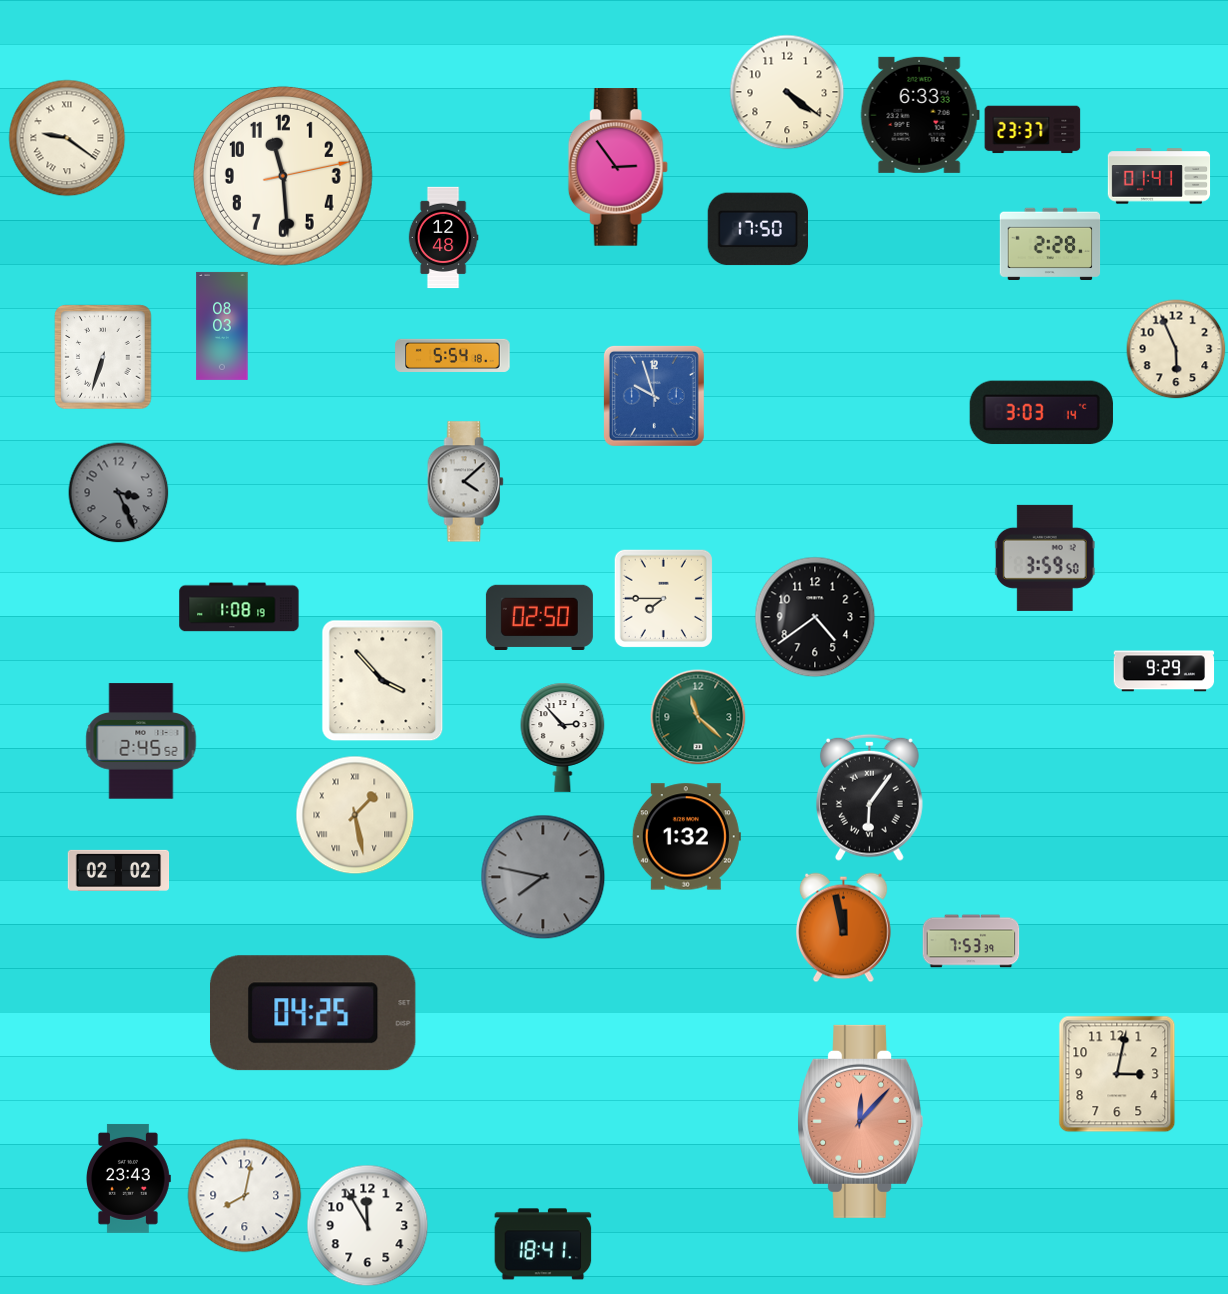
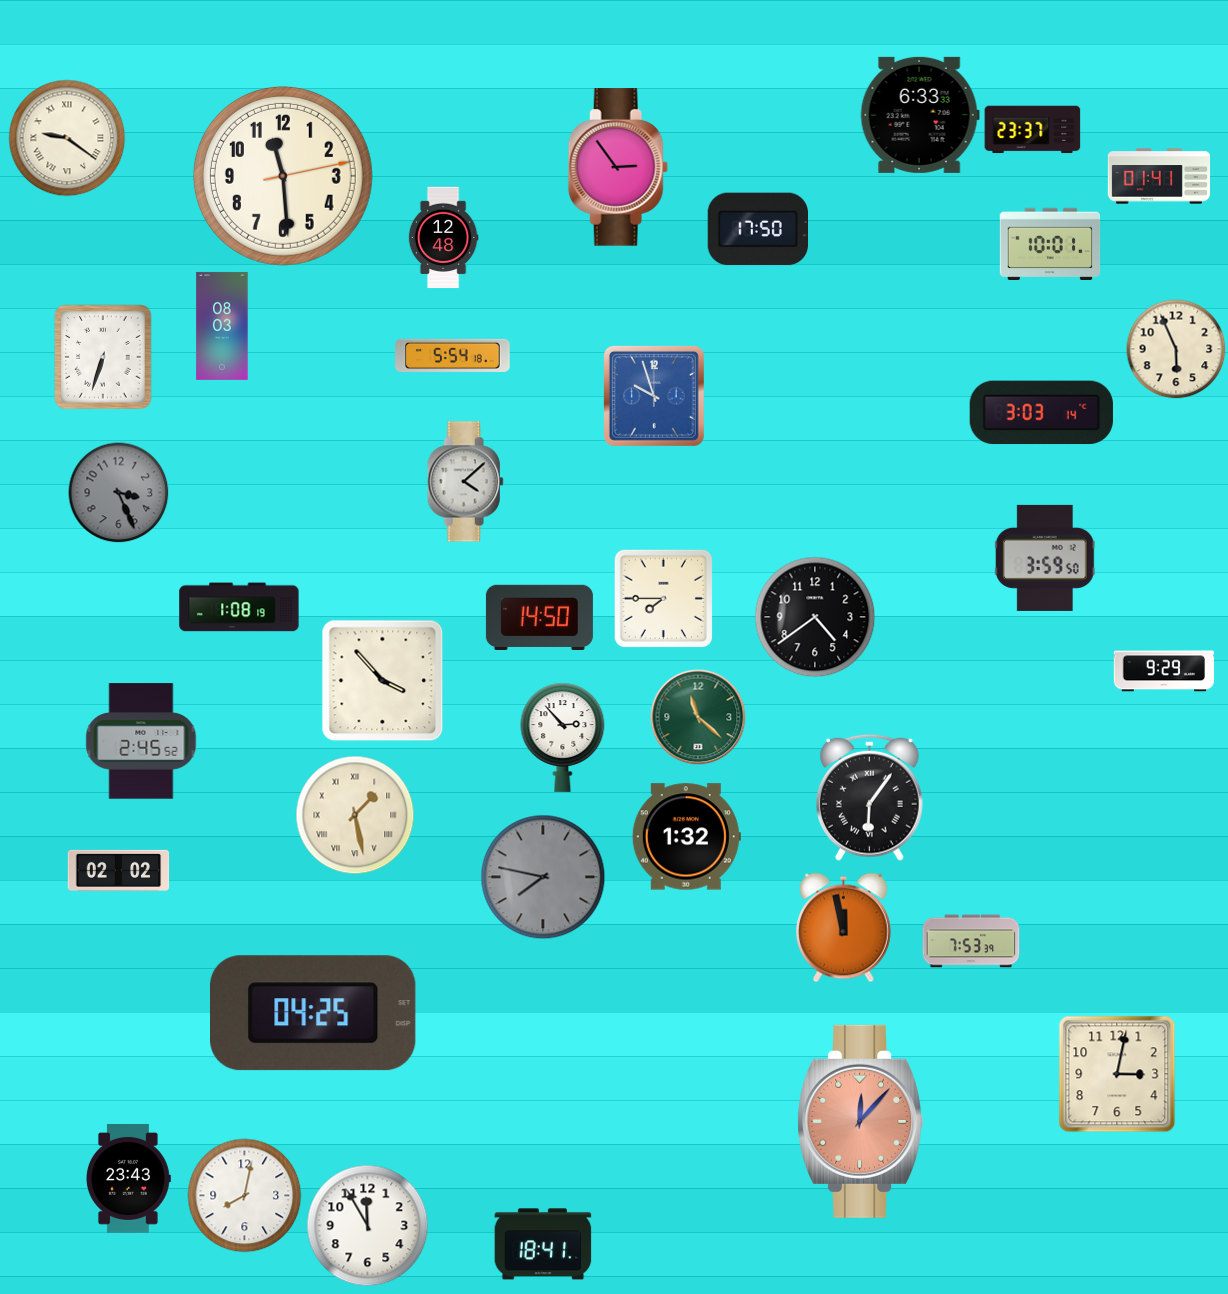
clock at (787, 92): 4:21 -> none
clock at (1050, 243): 2:28 -> 10:01
clock at (539, 617): 02:50 -> 14:50
